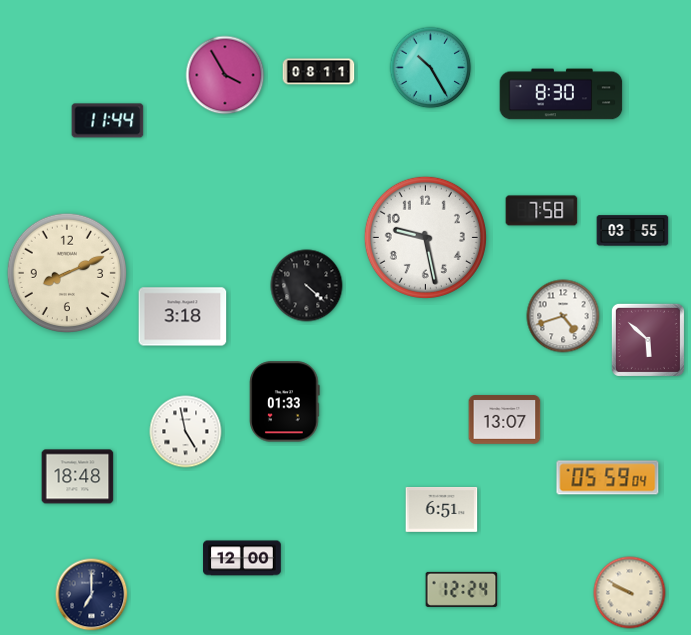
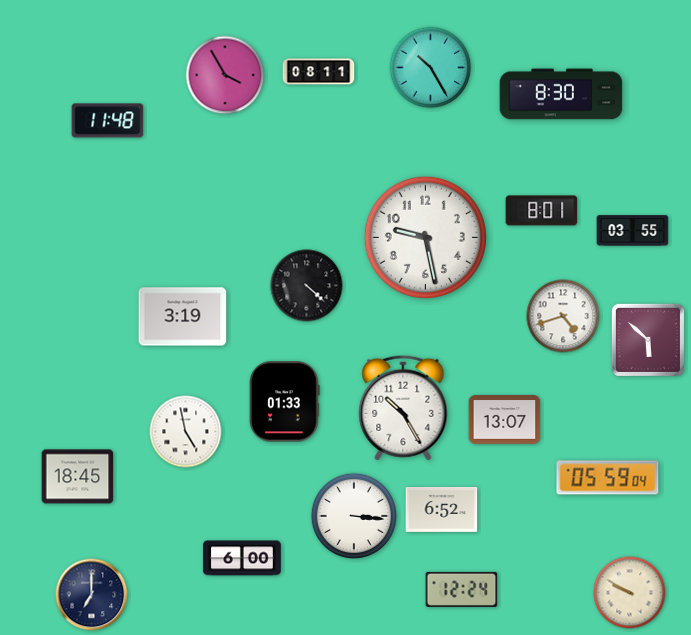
clock at (108, 121): 11:44 -> 11:48
clock at (542, 211): 7:58 -> 8:01
clock at (66, 272): 8:11 -> none
clock at (183, 317): 3:18 -> 3:19
clock at (403, 408): none -> 10:25
clock at (78, 477): 18:48 -> 18:45
clock at (442, 509): 6:51 -> 6:52
clock at (353, 515): none -> 3:16
clock at (242, 558): 12:00 -> 6:00
